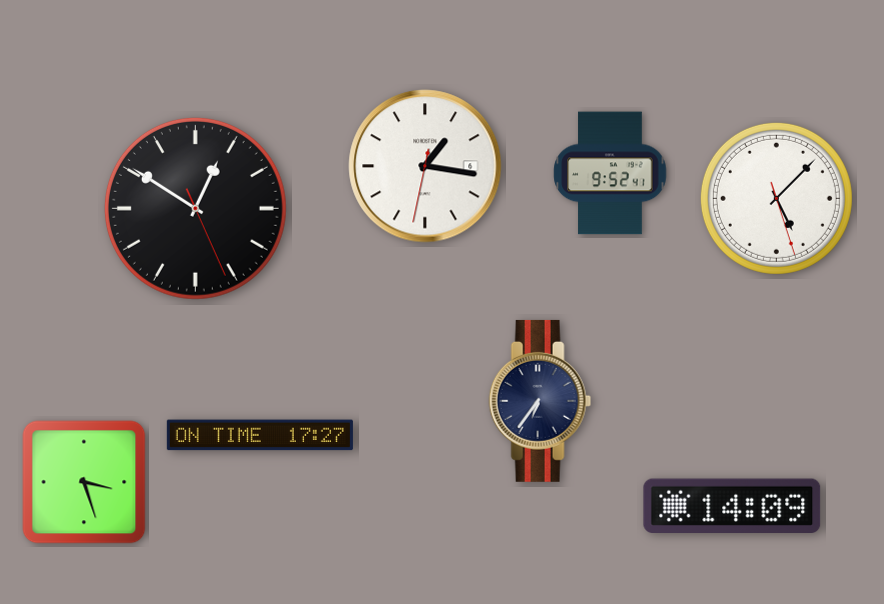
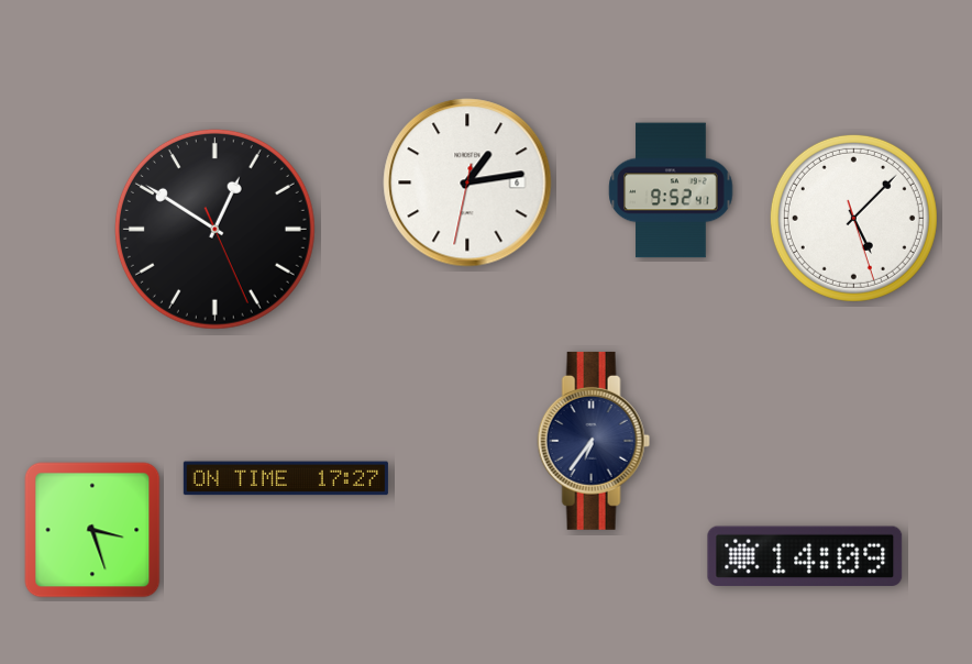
clock at (425, 166): 1:16 -> 1:13
